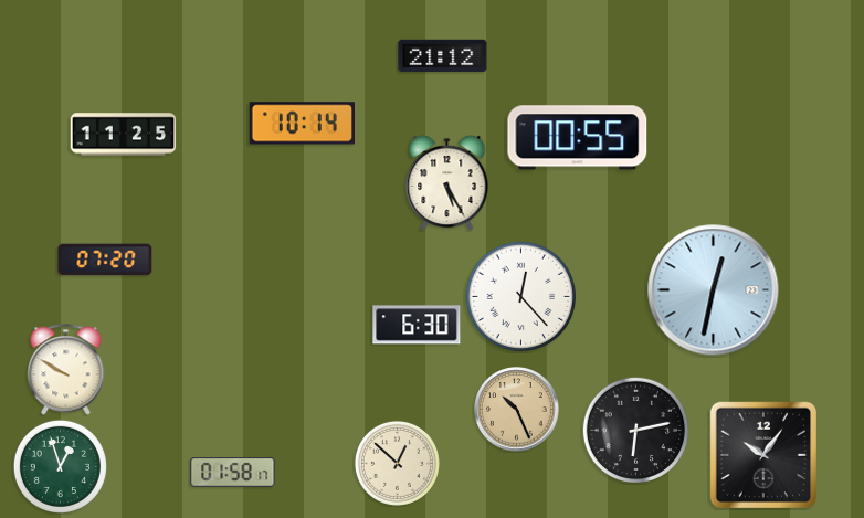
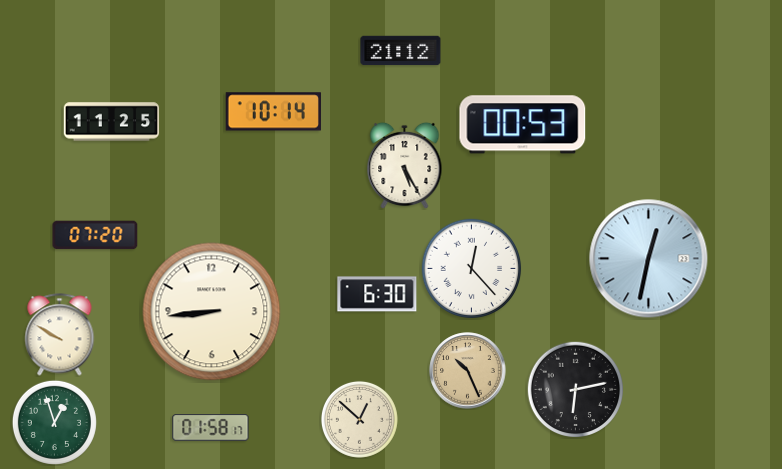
clock at (578, 138): 00:55 -> 00:53
clock at (714, 290) position: (714, 290) -> (649, 259)
clock at (212, 312): none -> 8:44
clock at (762, 454): 10:06 -> none
